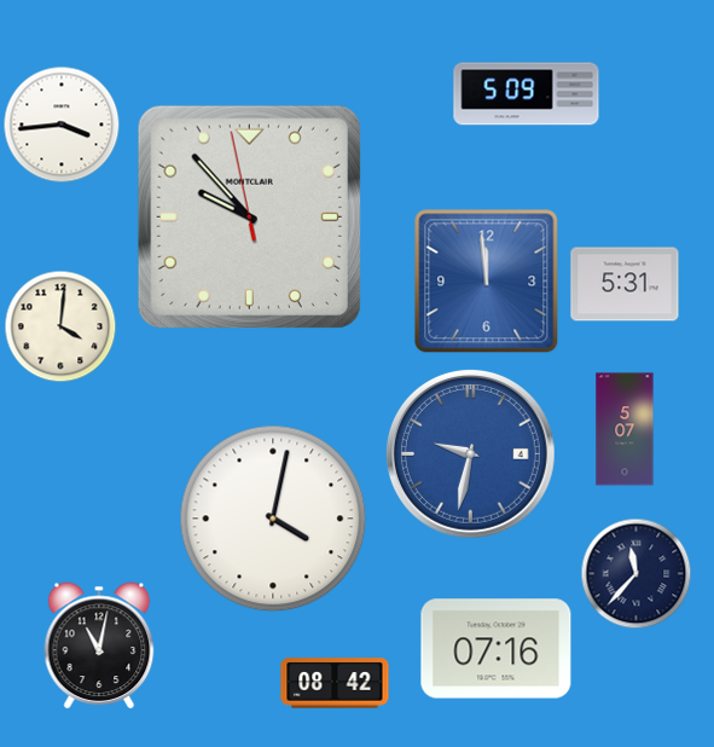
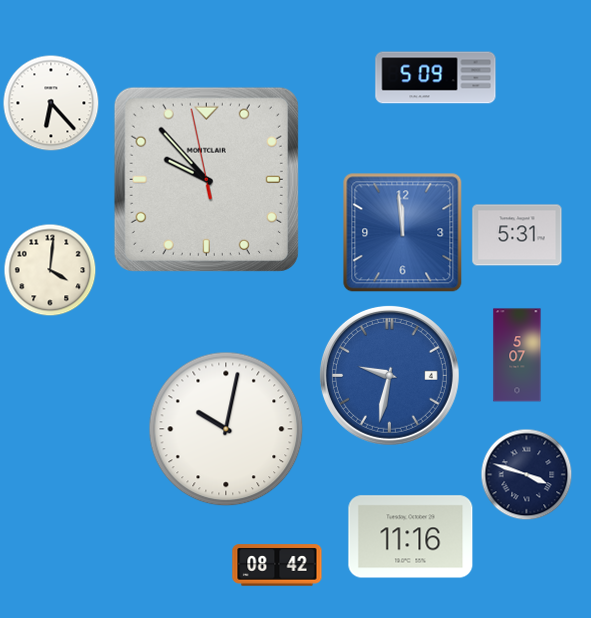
clock at (62, 124): 3:44 -> 6:23
clock at (273, 519): 4:02 -> 10:02
clock at (637, 574): 11:37 -> 3:48
clock at (99, 645): 11:02 -> none
clock at (497, 649): 07:16 -> 11:16
